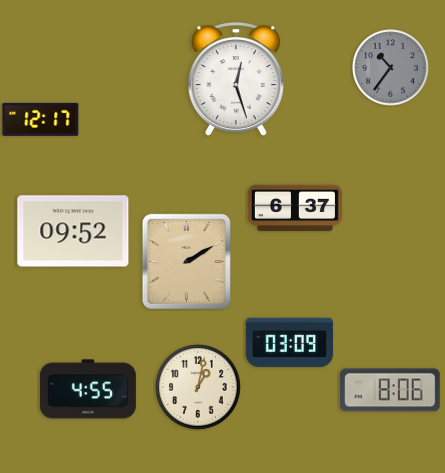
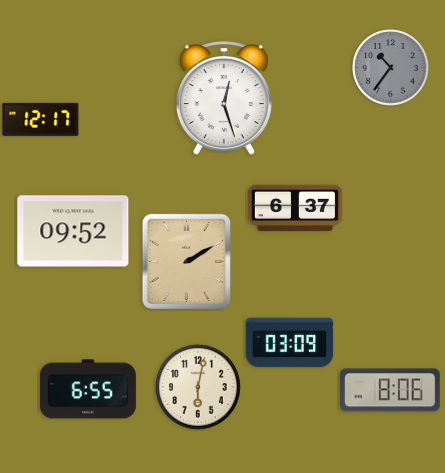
clock at (236, 80) position: (236, 80) -> (224, 99)
clock at (199, 388): 1:02 -> 6:02
clock at (88, 389): 4:55 -> 6:55
